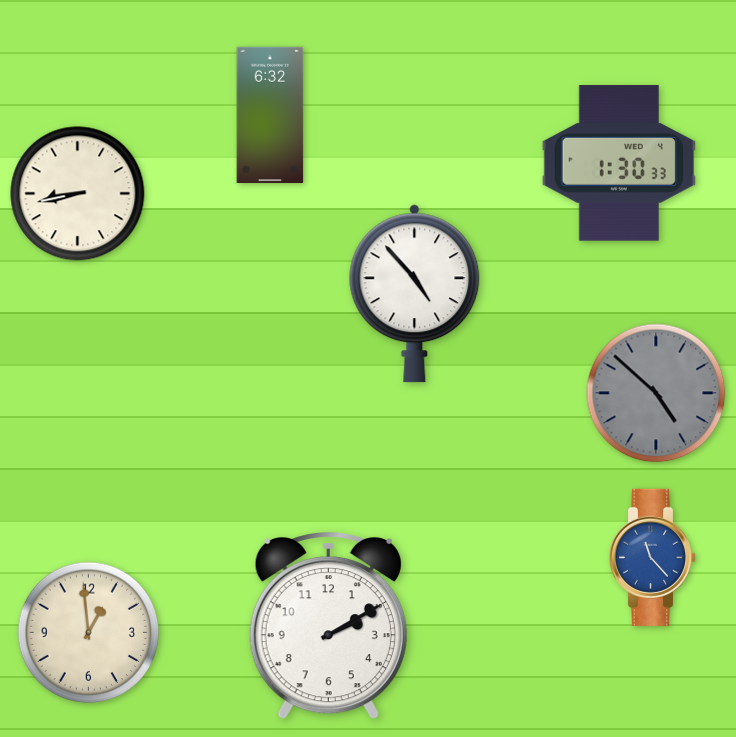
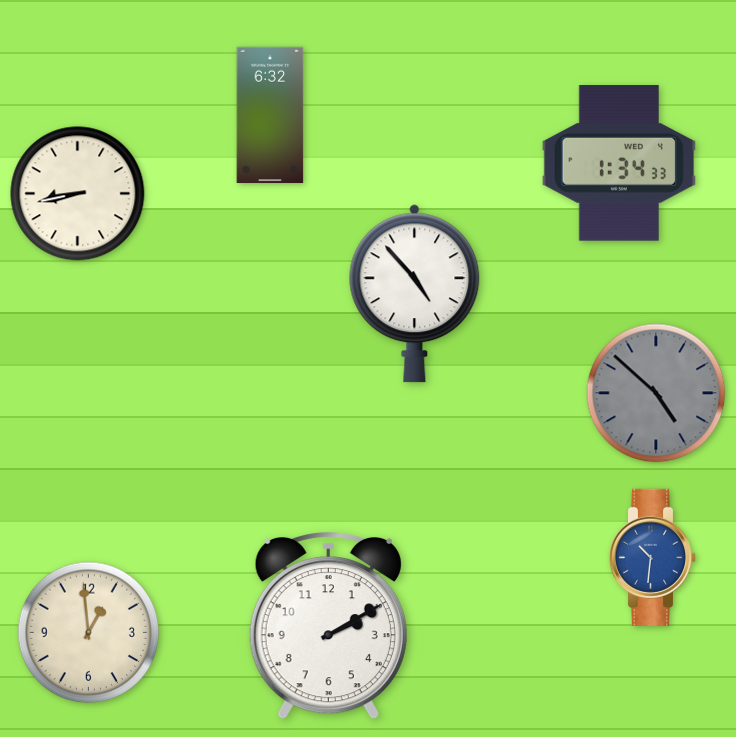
clock at (618, 163): 1:30 -> 1:34
clock at (653, 557): 11:23 -> 10:31
